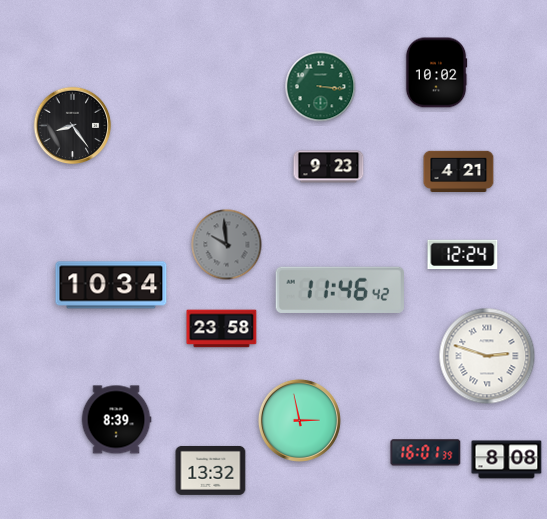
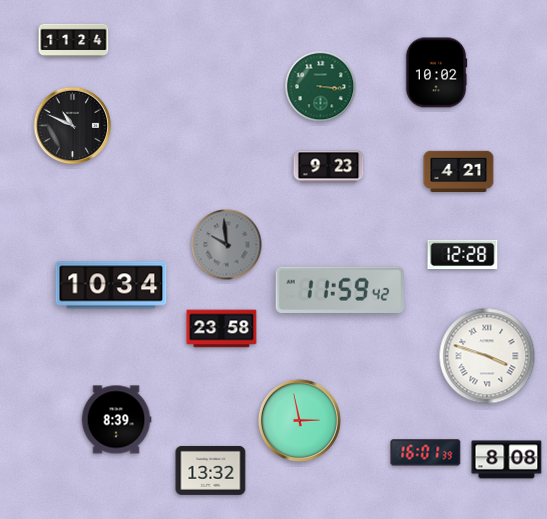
clock at (74, 40): none -> 11:24
clock at (73, 126): 8:24 -> 10:49
clock at (463, 255): 12:24 -> 12:28
clock at (340, 290): 11:46 -> 11:59
clock at (487, 356): 2:48 -> 3:48
